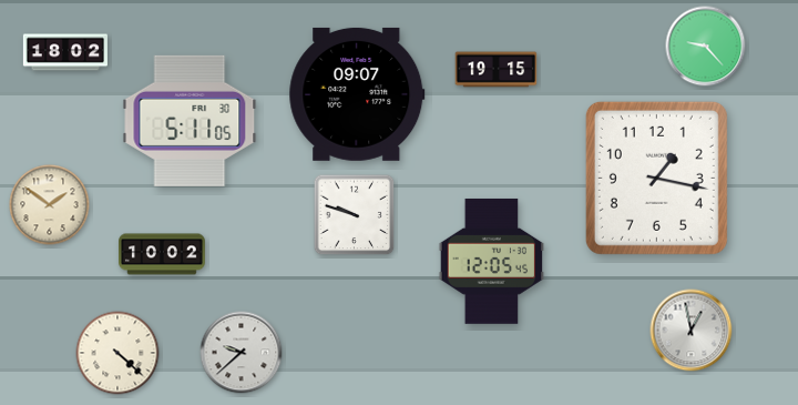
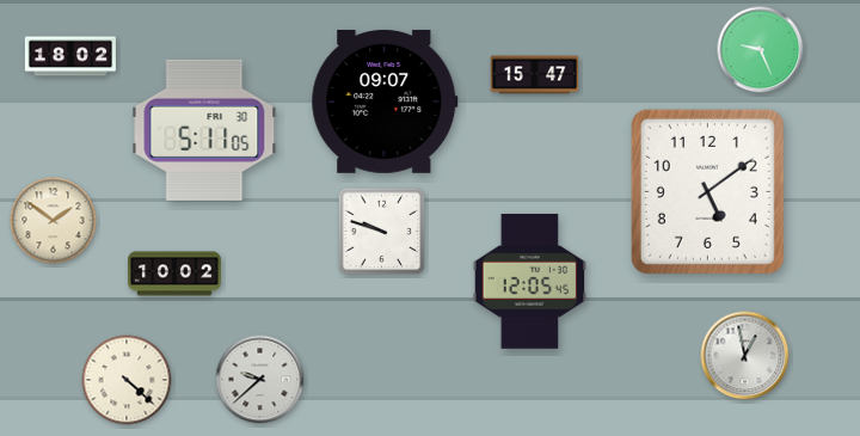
clock at (706, 47): 9:23 -> 9:26
clock at (497, 70): 19:15 -> 15:47
clock at (656, 178): 1:17 -> 5:09
